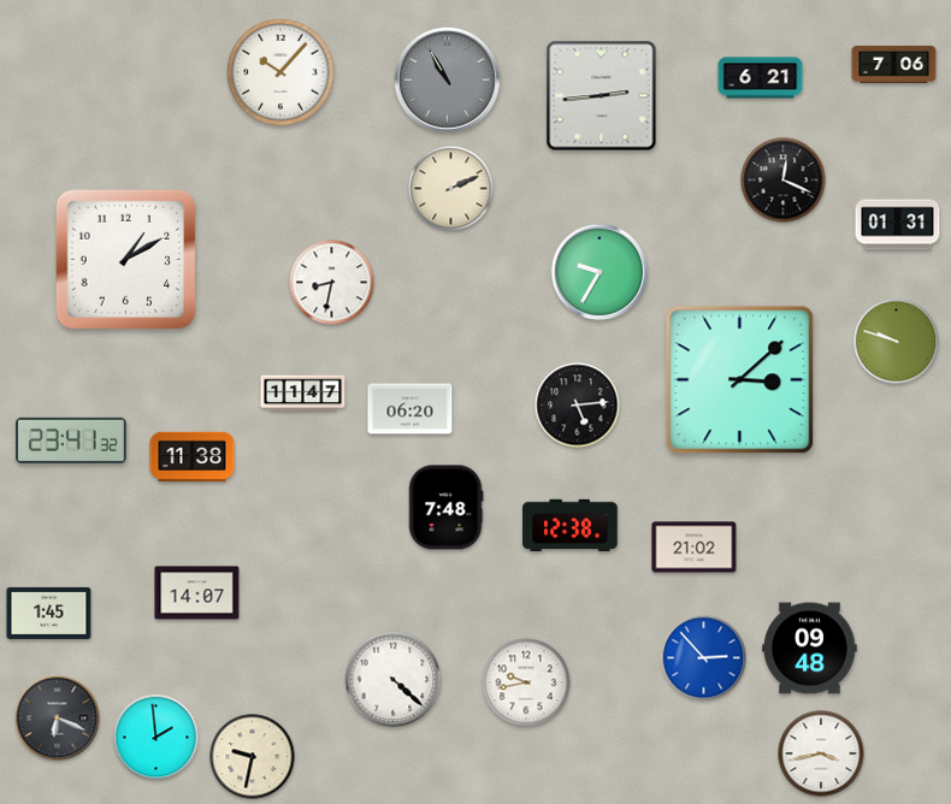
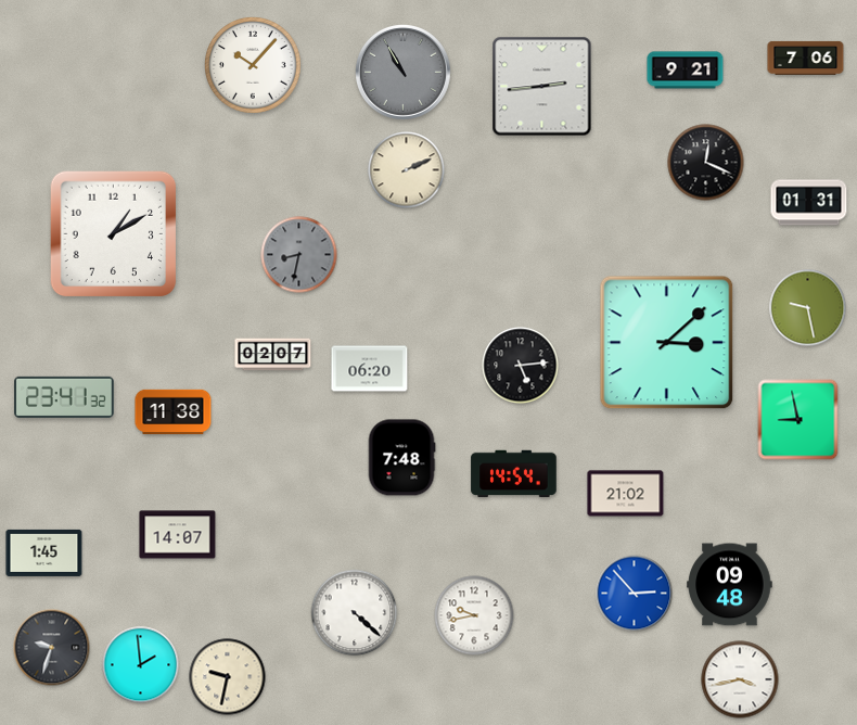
clock at (761, 78): 6:21 -> 9:21
clock at (599, 272): 9:35 -> none
clock at (332, 283) dial: white -> grey
clock at (897, 342): 9:48 -> 9:28
clock at (303, 394): 11:47 -> 02:07
clock at (798, 420): none -> 8:58
clock at (571, 526): 12:38 -> 14:54
clock at (58, 719): 6:19 -> 9:33
clock at (253, 757) position: (253, 757) -> (228, 677)
